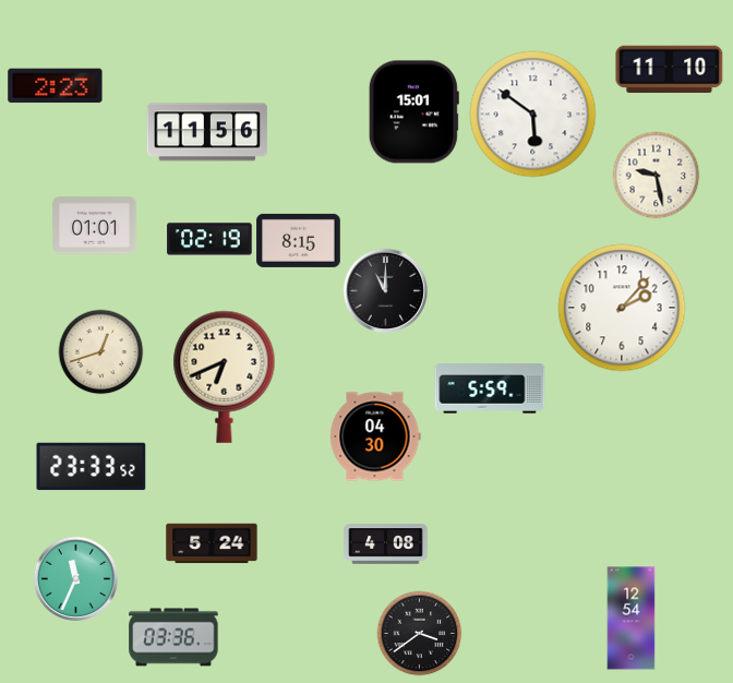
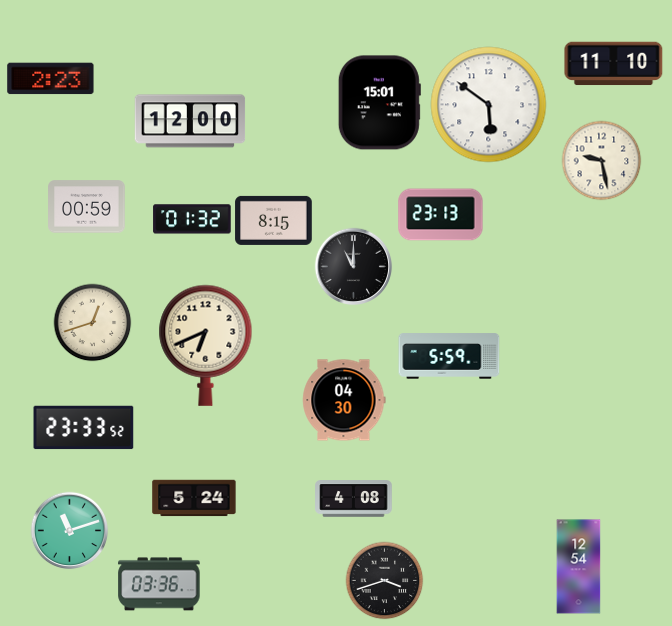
clock at (207, 132): 11:56 -> 12:00
clock at (95, 226): 01:01 -> 00:59
clock at (441, 215): none -> 23:13
clock at (209, 239): 02:19 -> 01:32
clock at (622, 308): 2:07 -> none
clock at (75, 578): 11:34 -> 11:12
clock at (419, 633): 3:39 -> 3:42
